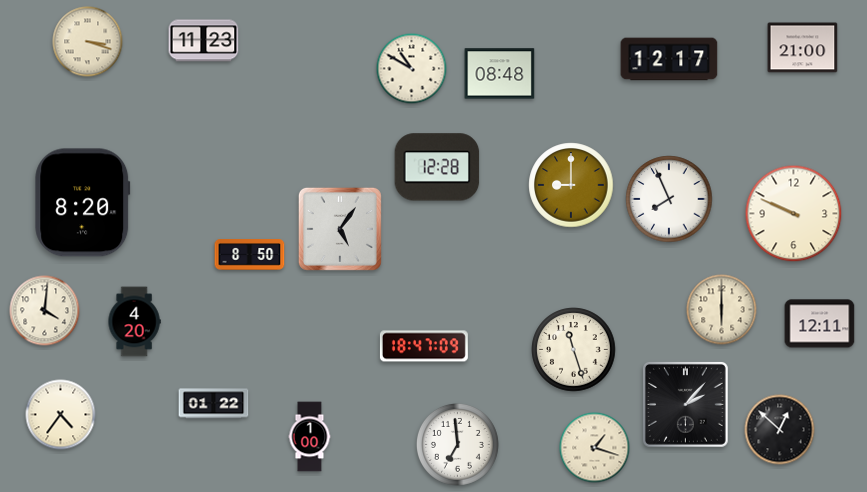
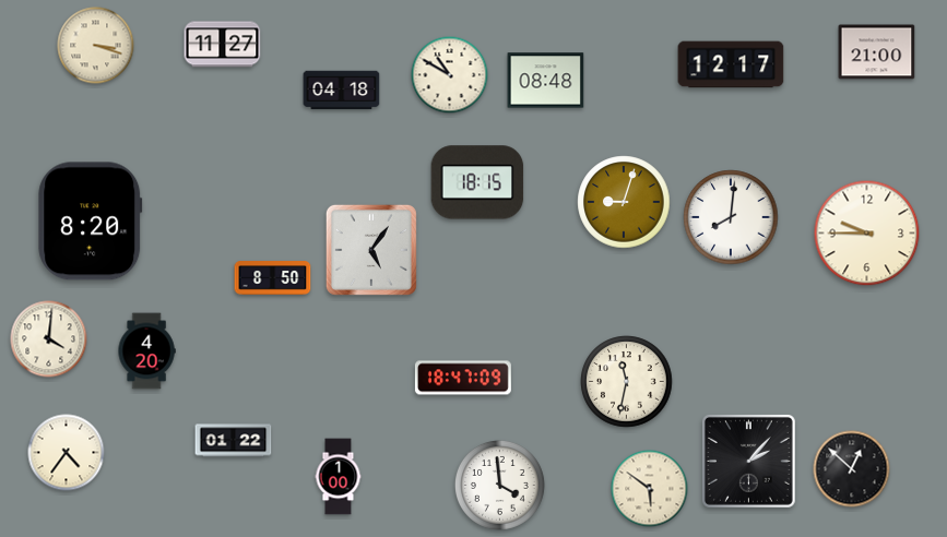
clock at (204, 41): 11:23 -> 11:27
clock at (342, 91): none -> 04:18
clock at (437, 167): 12:28 -> 18:15
clock at (571, 185): 9:00 -> 9:03
clock at (669, 199): 7:56 -> 8:01
clock at (794, 214): 9:49 -> 9:45
clock at (722, 310): 6:00 -> none
clock at (820, 324): 12:11 -> none
clock at (574, 350): 11:27 -> 11:32
clock at (686, 405) position: (686, 405) -> (749, 462)
clock at (457, 444): 6:59 -> 3:59
clock at (595, 448): 1:18 -> 5:51
